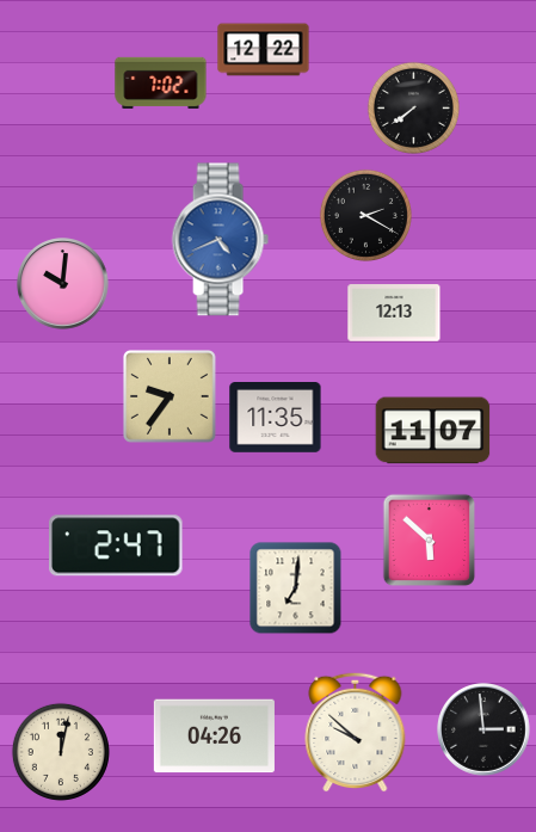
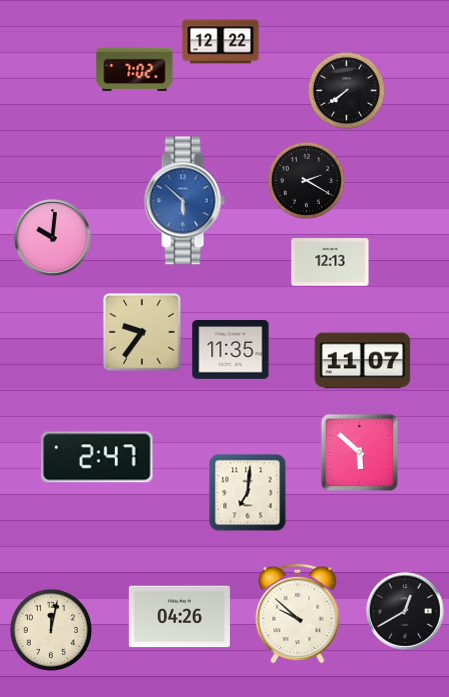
clock at (220, 240): 4:41 -> 5:52
clock at (485, 731): 2:59 -> 12:40
